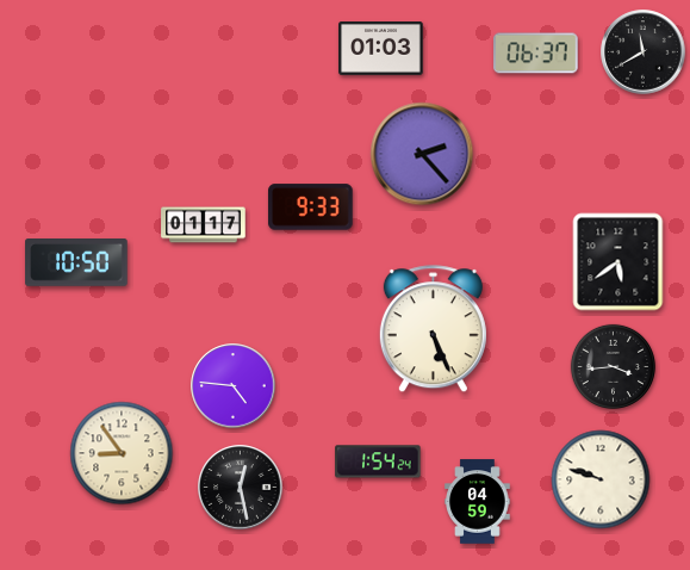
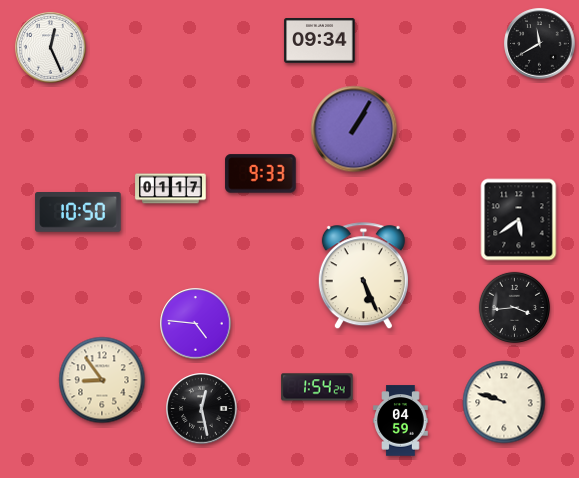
clock at (381, 49): 01:03 -> 09:34
clock at (536, 54): 06:37 -> none
clock at (51, 48): none -> 12:26
clock at (422, 154): 2:23 -> 1:05
clock at (76, 262) position: (76, 262) -> (78, 212)
